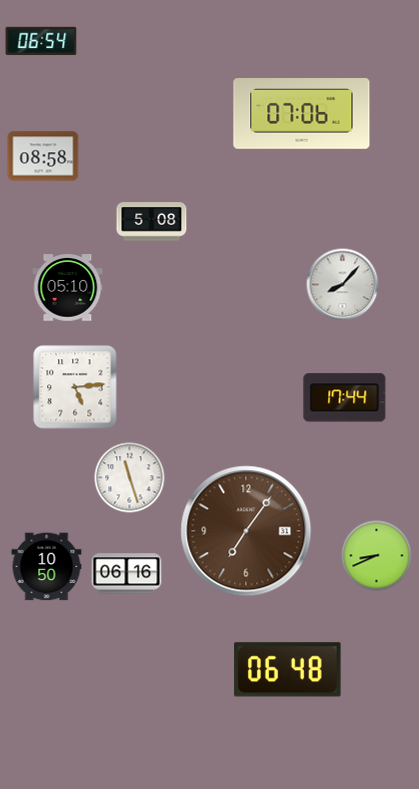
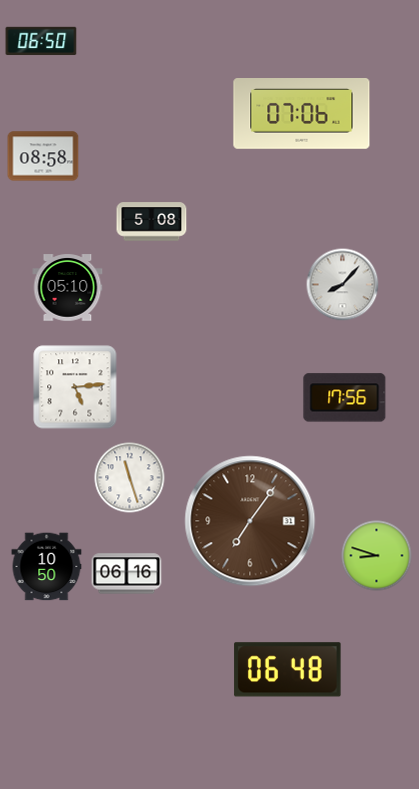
clock at (41, 41): 06:54 -> 06:50
clock at (345, 398): 17:44 -> 17:56
clock at (246, 531) position: (246, 531) -> (250, 521)
clock at (377, 556): 8:41 -> 8:48
